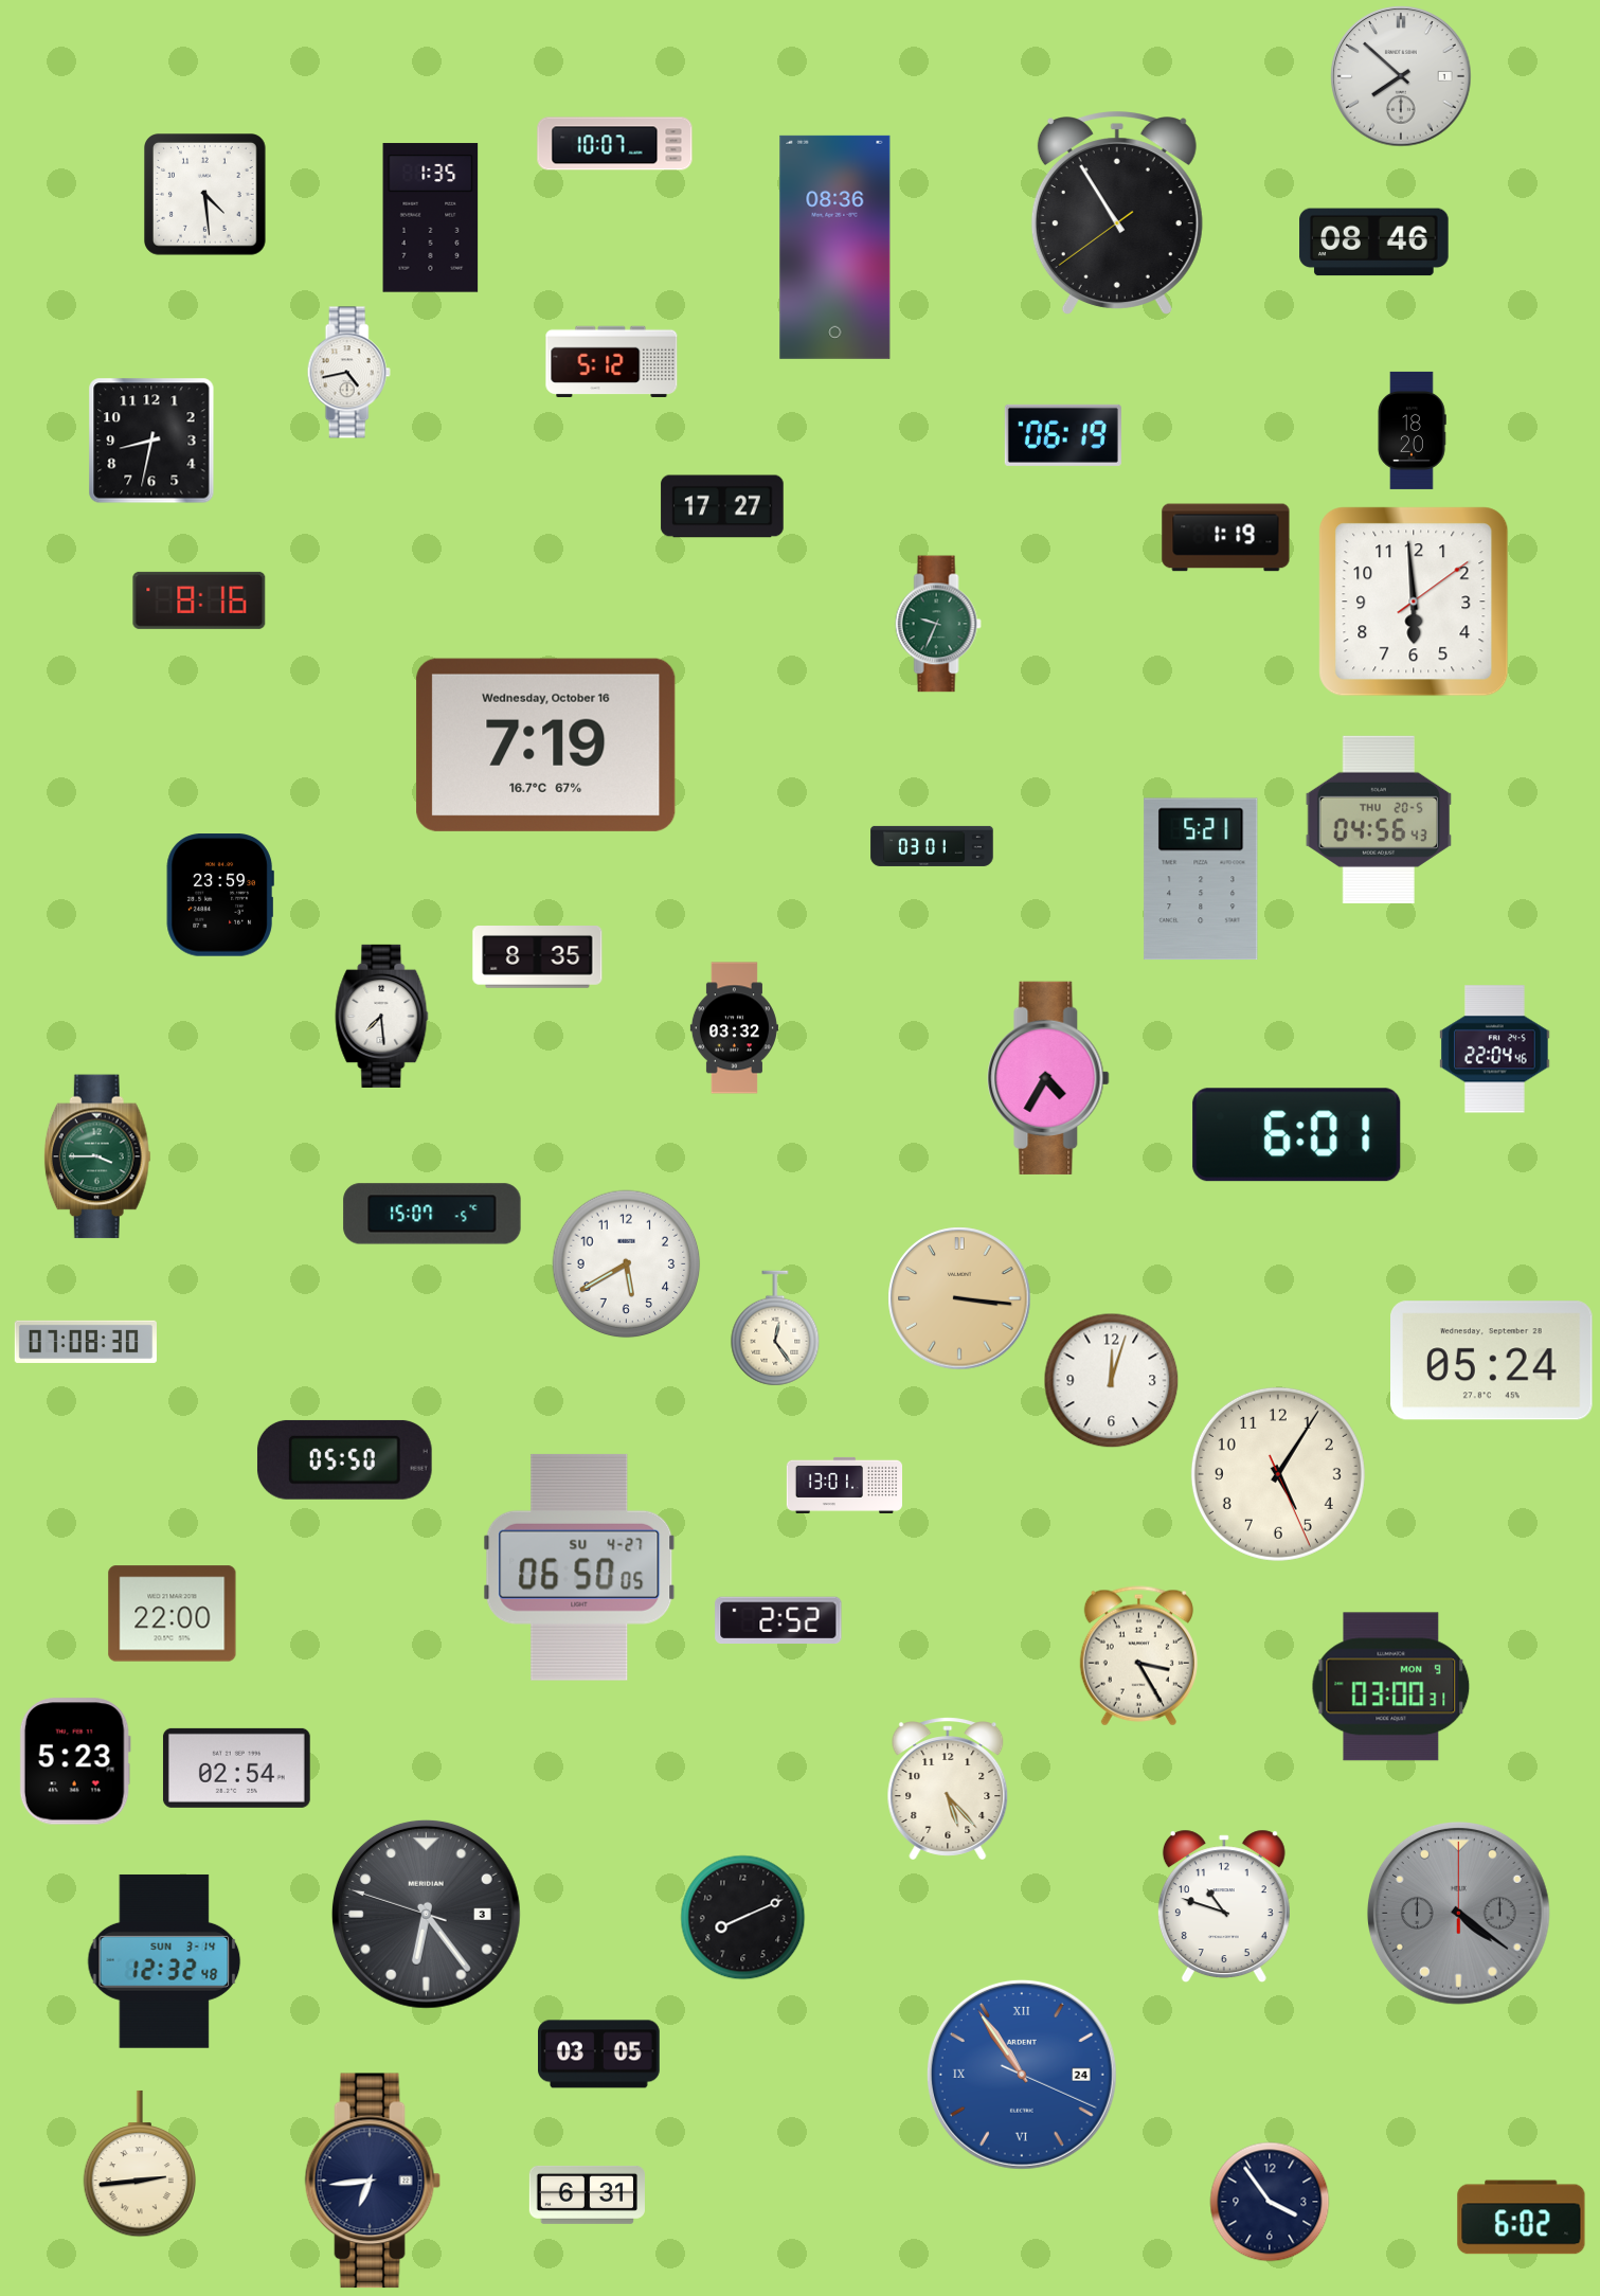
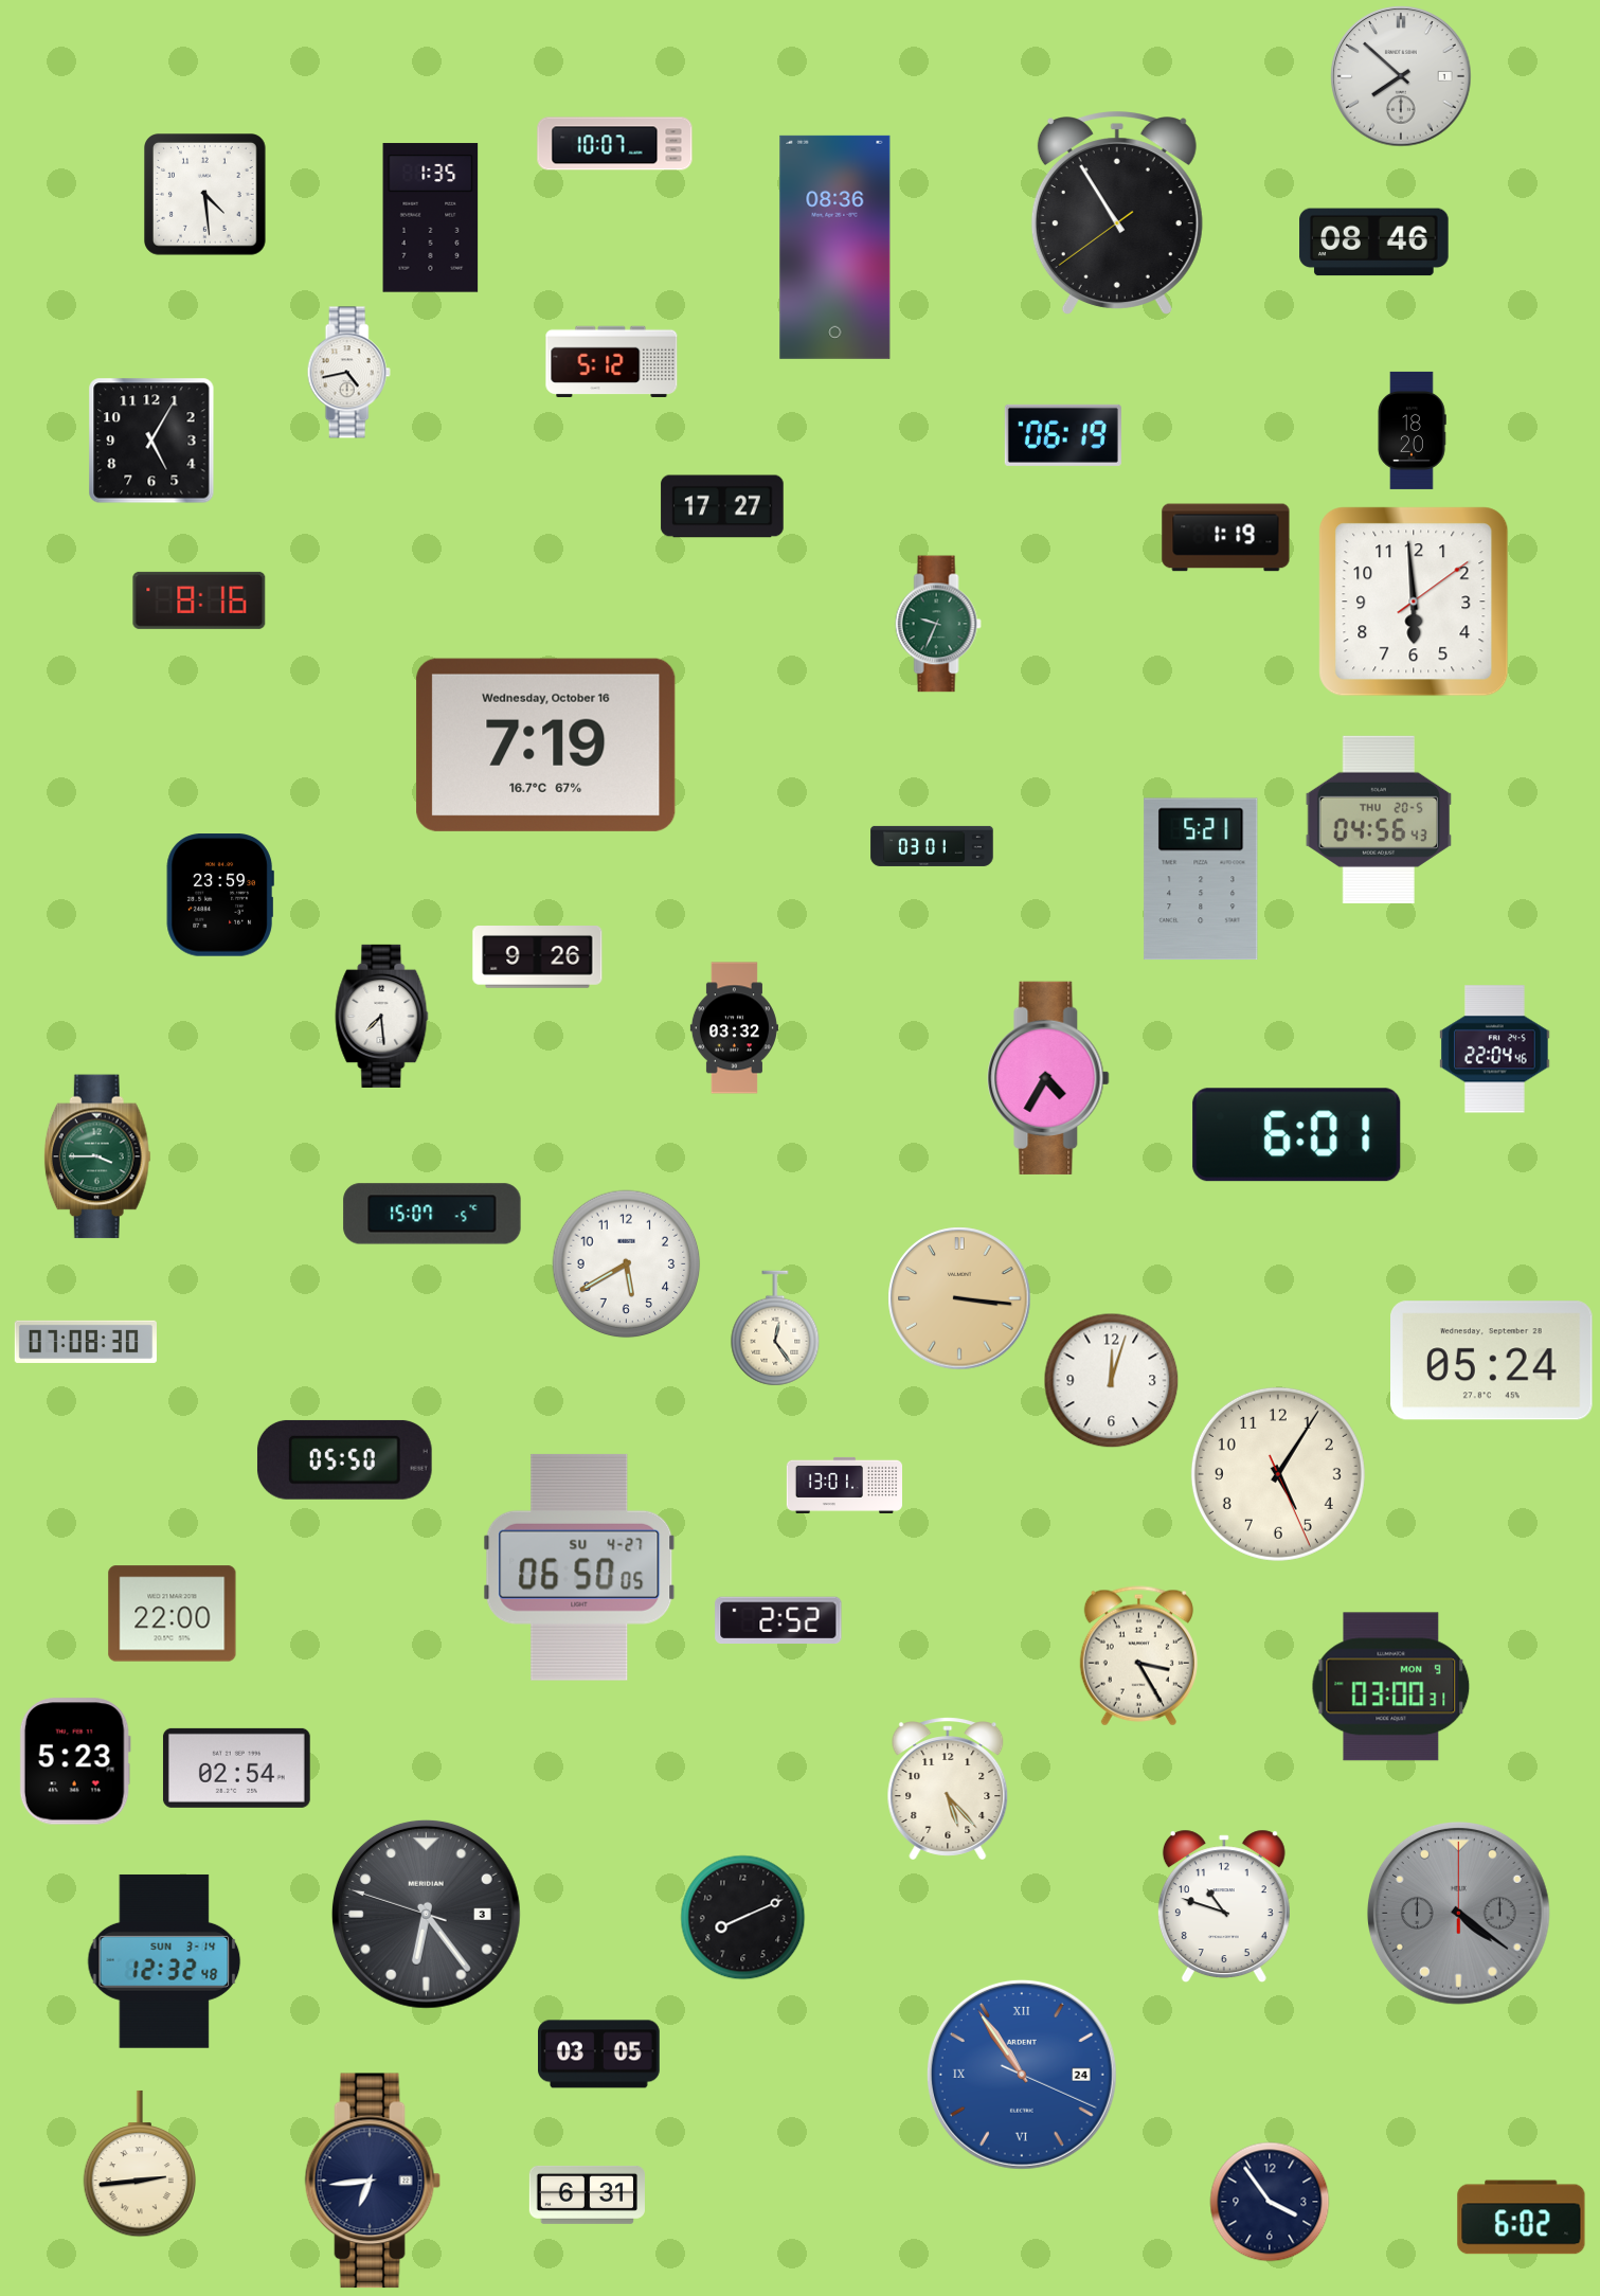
clock at (151, 441): 8:32 -> 5:05
clock at (538, 957): 8:35 -> 9:26
